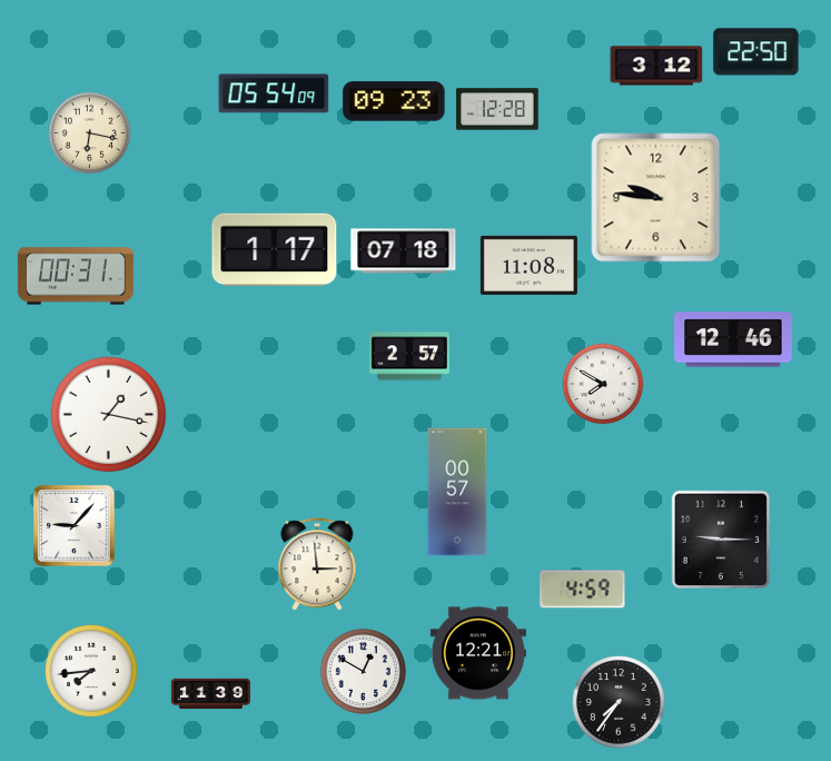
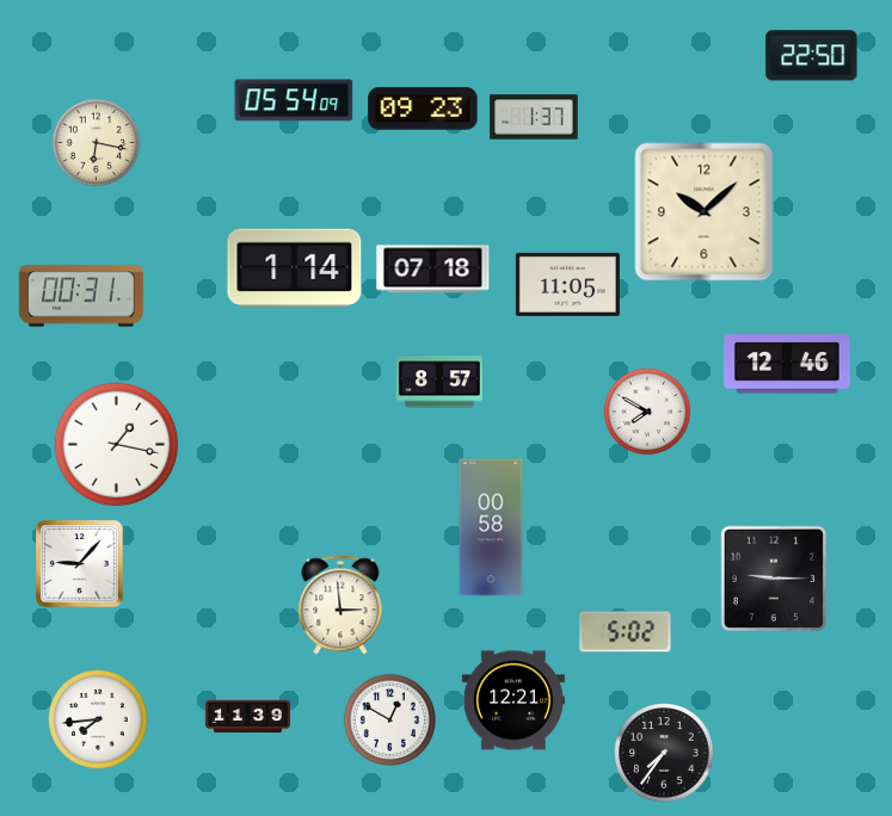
clock at (656, 66): 3:12 -> none
clock at (497, 109): 12:28 -> 1:37
clock at (656, 198): 9:46 -> 10:08
clock at (275, 250): 1:17 -> 1:14
clock at (528, 265): 11:08 -> 11:05
clock at (409, 356): 2:57 -> 8:57
clock at (457, 492): 00:57 -> 00:58
clock at (583, 590): 4:59 -> 5:02
clock at (210, 694) position: (210, 694) -> (247, 717)
